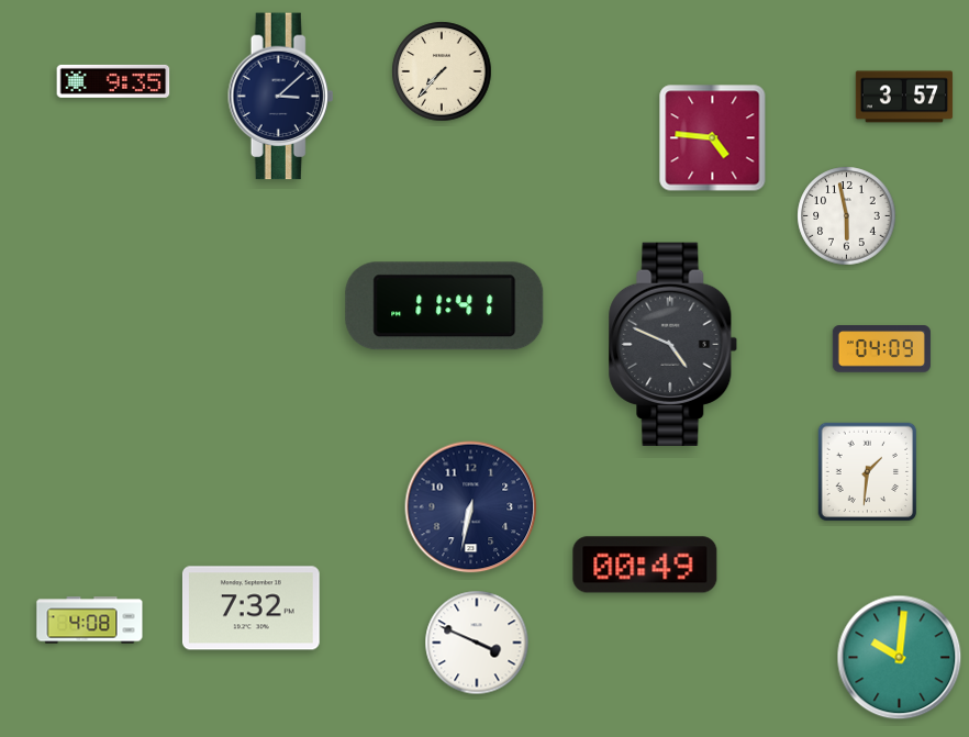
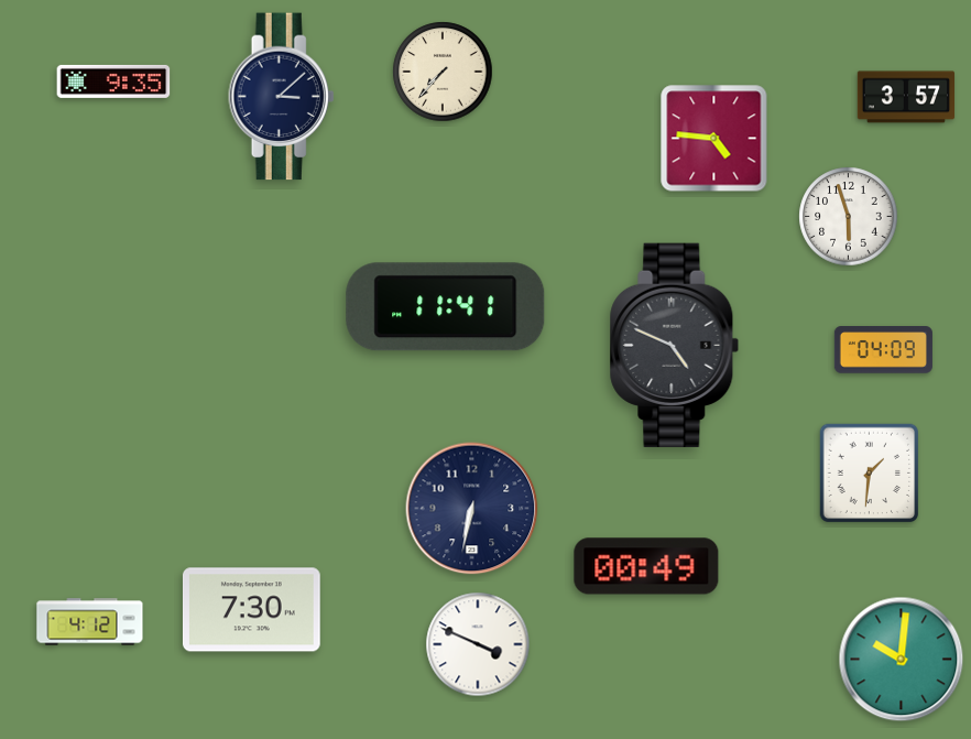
clock at (847, 216): 5:58 -> 5:57
clock at (250, 608): 7:32 -> 7:30
clock at (90, 621): 4:08 -> 4:12
